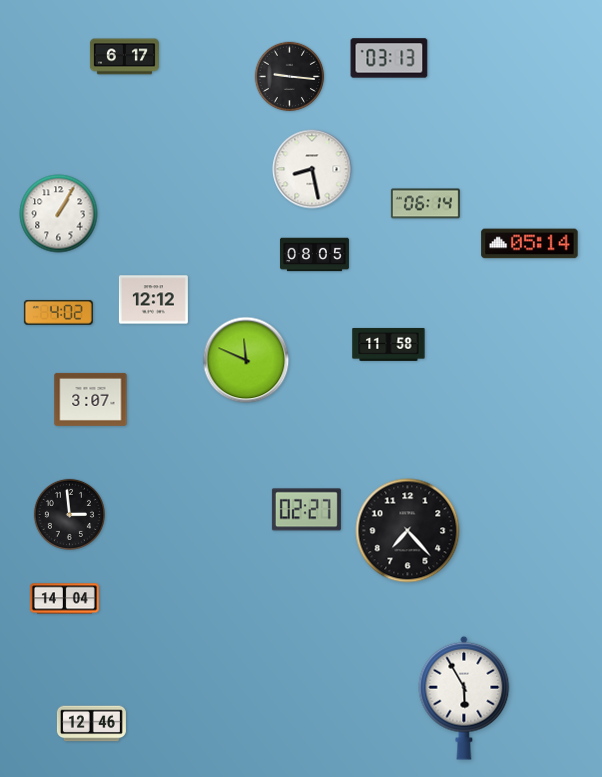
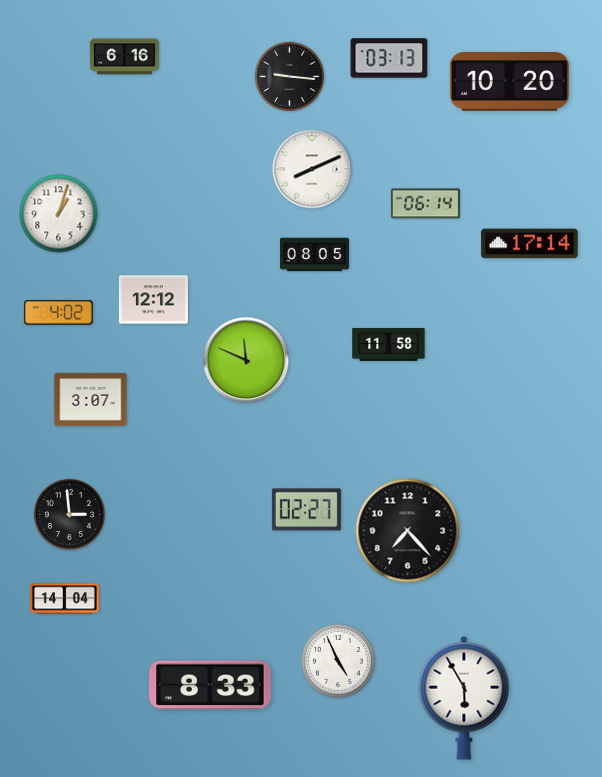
clock at (124, 57): 6:17 -> 6:16
clock at (509, 82): none -> 10:20
clock at (312, 169): 8:28 -> 8:11
clock at (59, 214): 1:05 -> 1:03
clock at (530, 244): 05:14 -> 17:14
clock at (339, 662): none -> 4:56
clock at (210, 685): none -> 8:33
clock at (91, 724): 12:46 -> none
